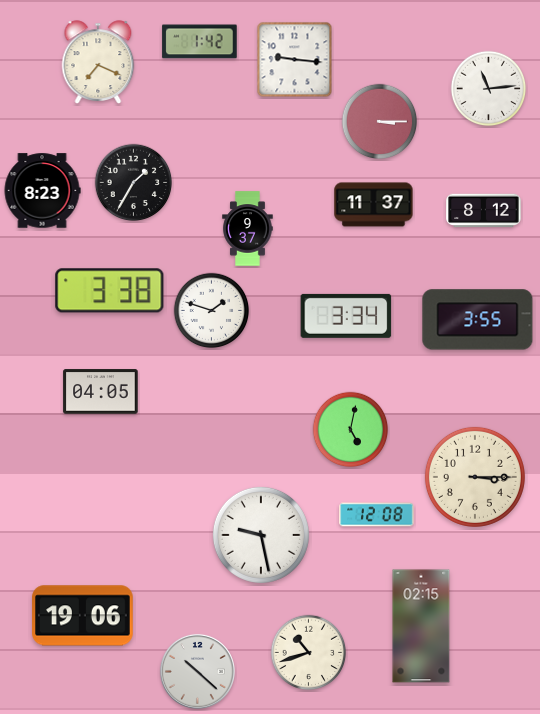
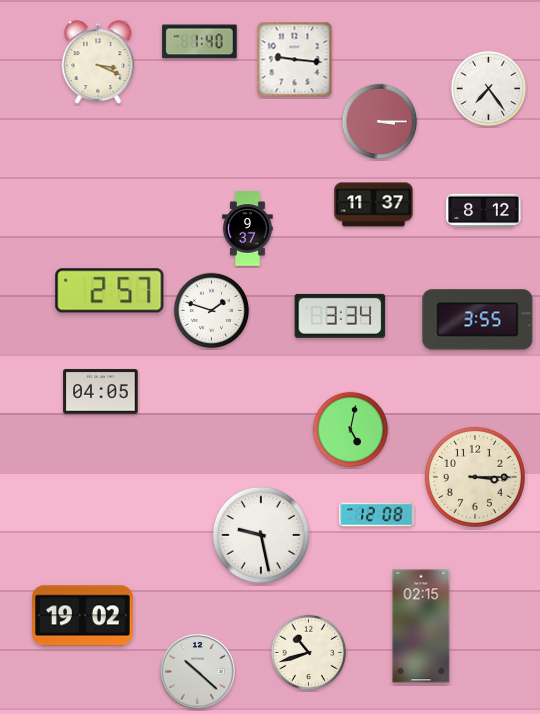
clock at (200, 42): 1:42 -> 1:40
clock at (98, 62): 7:19 -> 3:19
clock at (489, 89): 11:14 -> 7:24
clock at (134, 183): 1:35 -> none
clock at (42, 191): 8:23 -> none
clock at (110, 291): 3:38 -> 2:57
clock at (346, 316) position: (346, 316) -> (340, 316)
clock at (83, 616): 19:06 -> 19:02
